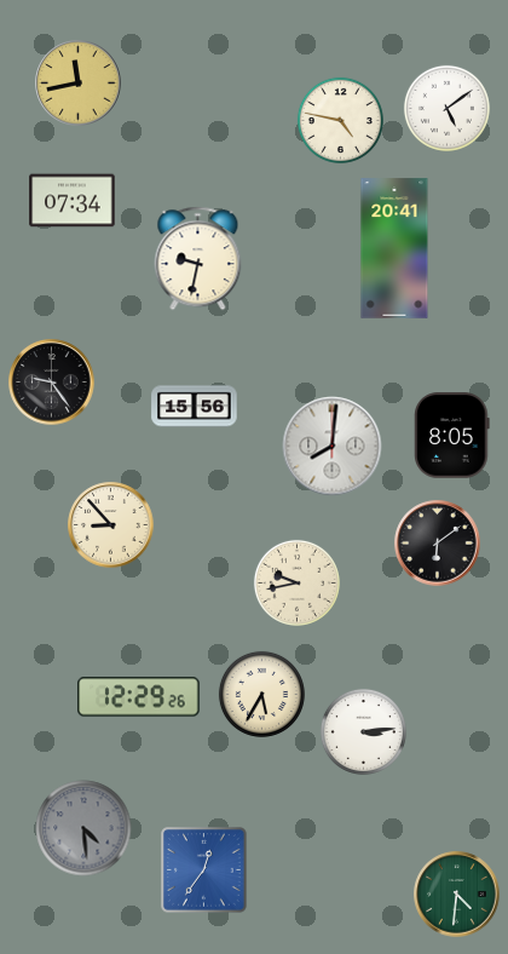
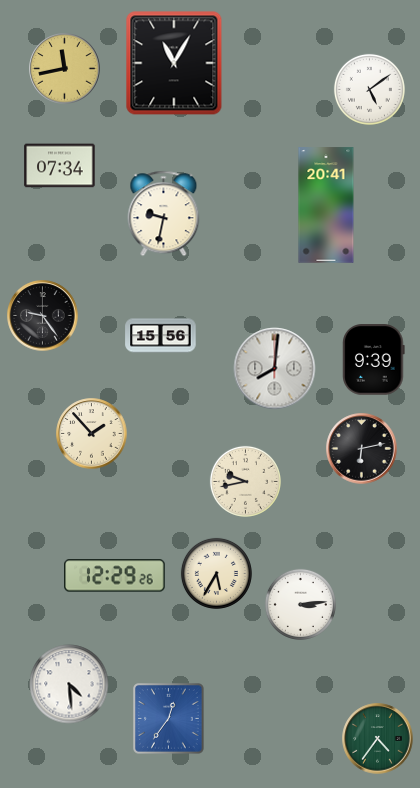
clock at (174, 63): none -> 11:05
clock at (340, 120): 4:47 -> none
clock at (452, 436): 8:05 -> 9:39
clock at (111, 525): 8:53 -> 1:53
clock at (438, 544): 6:09 -> 6:13
clock at (83, 828) dial: grey -> white
clock at (457, 895): 4:31 -> 4:36
